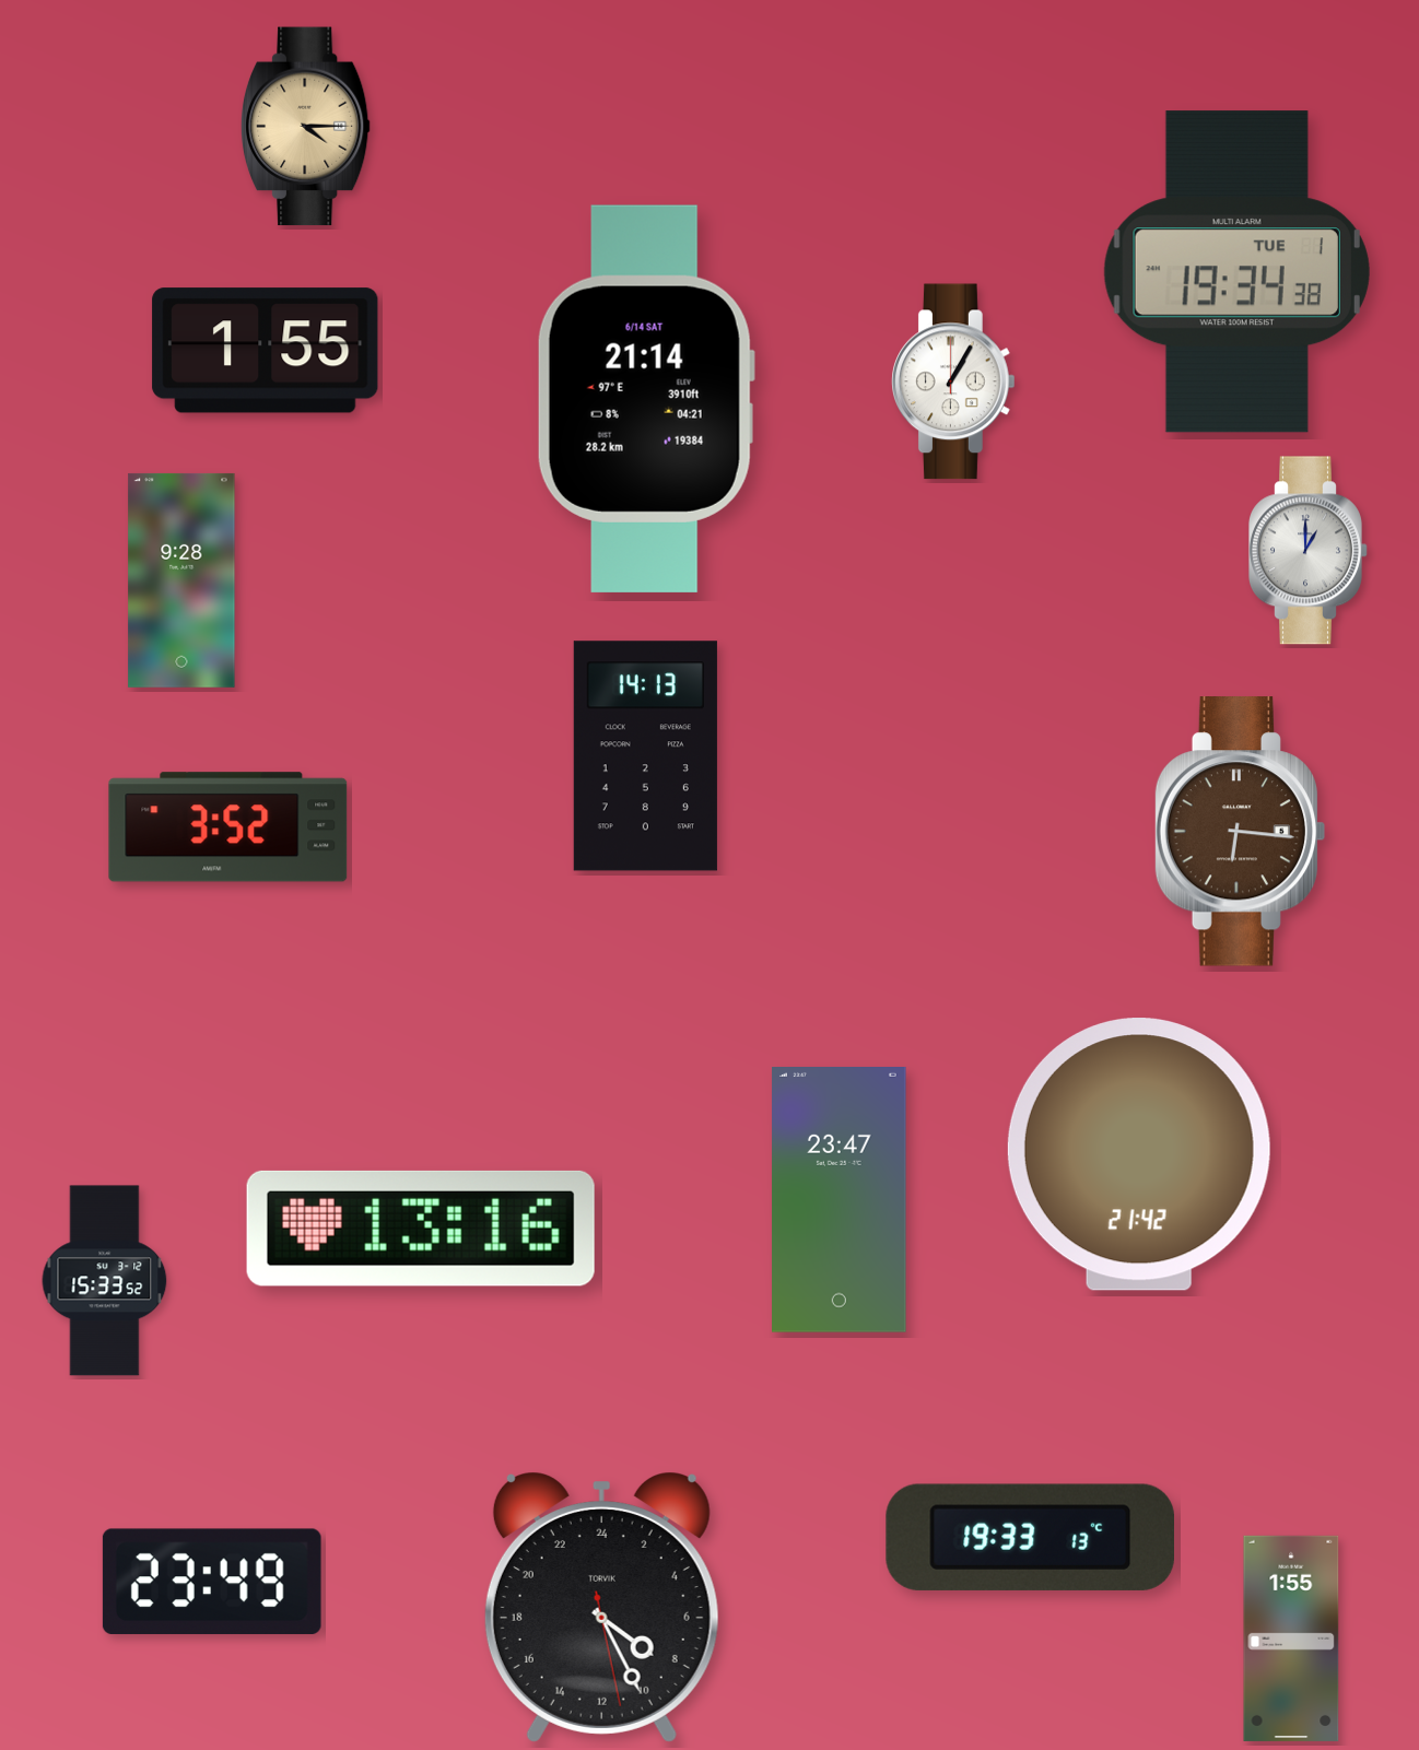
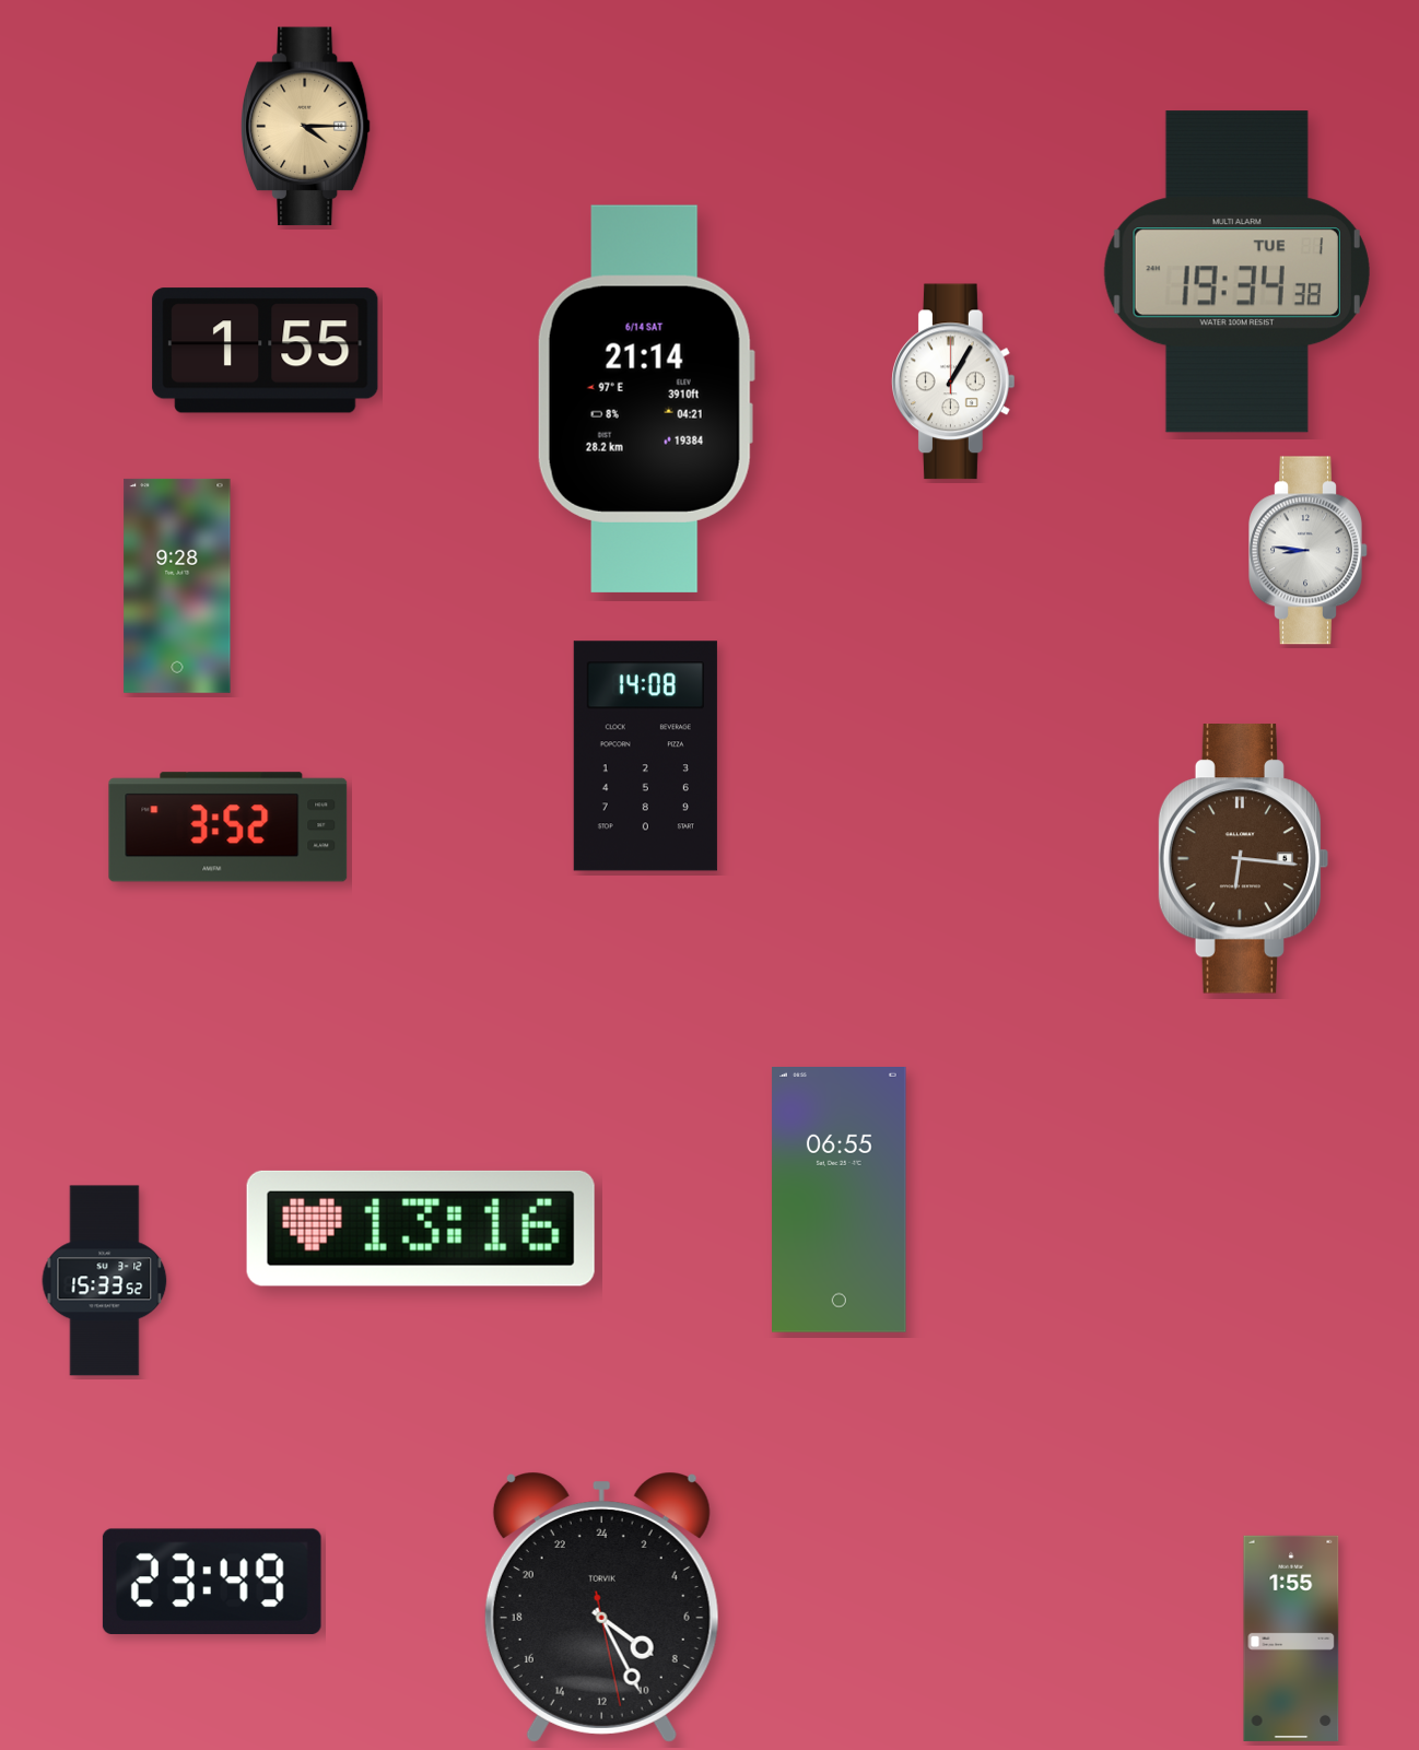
clock at (1309, 551): 1:00 -> 8:46
clock at (181, 580) position: (181, 580) -> (177, 586)
clock at (645, 756): 14:13 -> 14:08
clock at (1241, 832) position: (1241, 832) -> (1244, 859)
clock at (1139, 1154): 21:42 -> none
clock at (840, 1200): 23:47 -> 06:55
clock at (1030, 1537): 19:33 -> none
